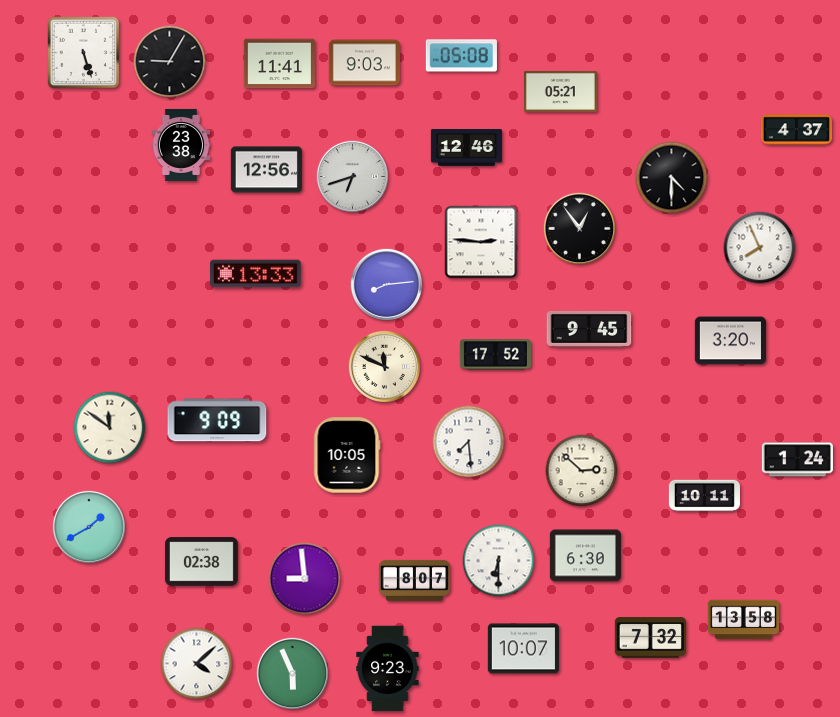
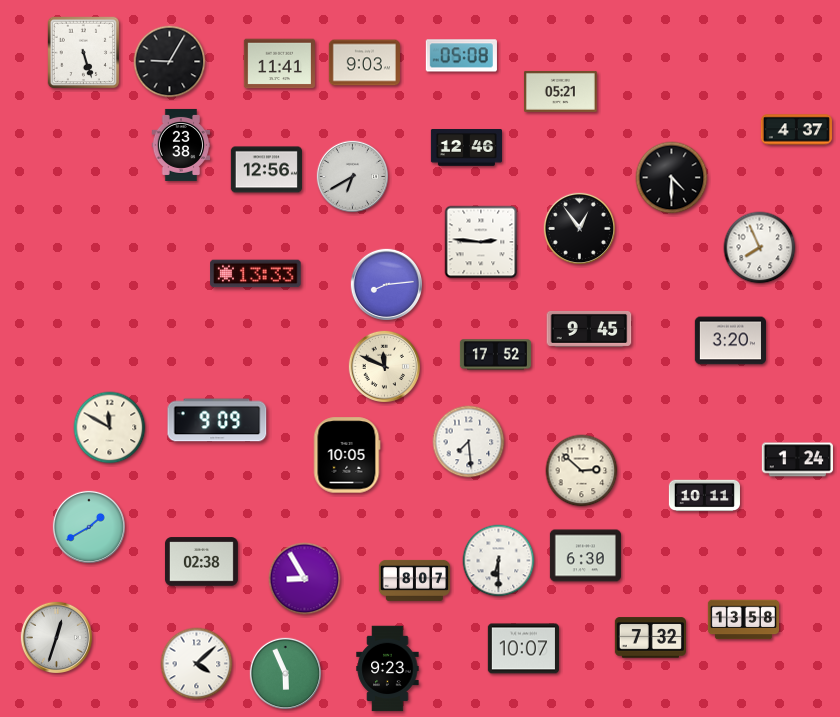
clock at (352, 176): 6:42 -> 6:40
clock at (110, 428): 11:51 -> 11:50
clock at (305, 579): 8:59 -> 8:55
clock at (56, 637): none -> 12:33
clock at (292, 673) position: (292, 673) -> (285, 673)
